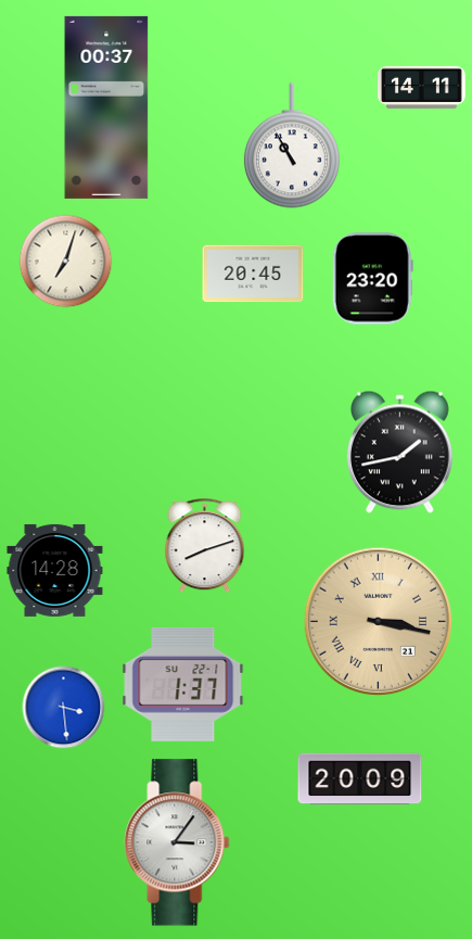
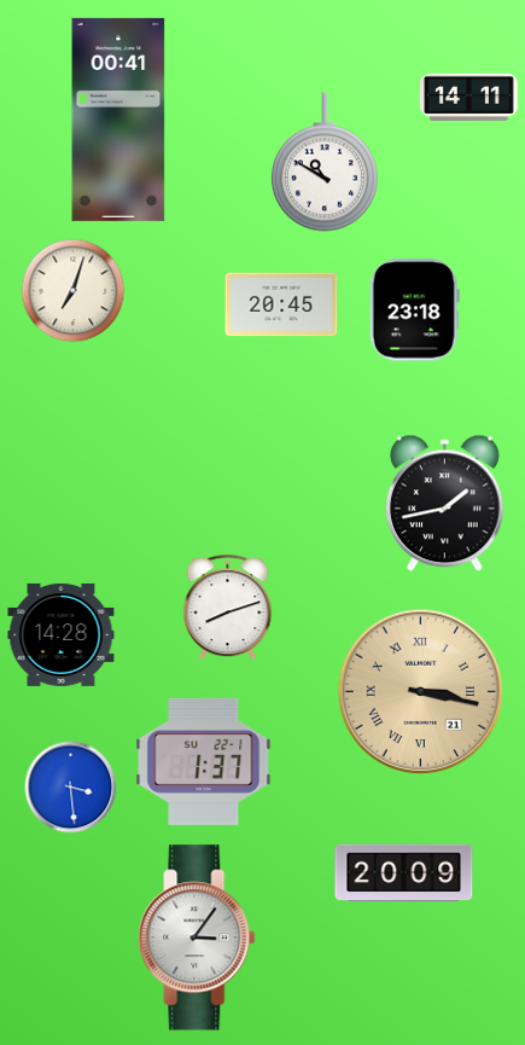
clock at (106, 107): 00:37 -> 00:41
clock at (292, 145): 10:55 -> 10:50
clock at (372, 279): 23:20 -> 23:18
clock at (360, 779) position: (360, 779) -> (404, 873)
